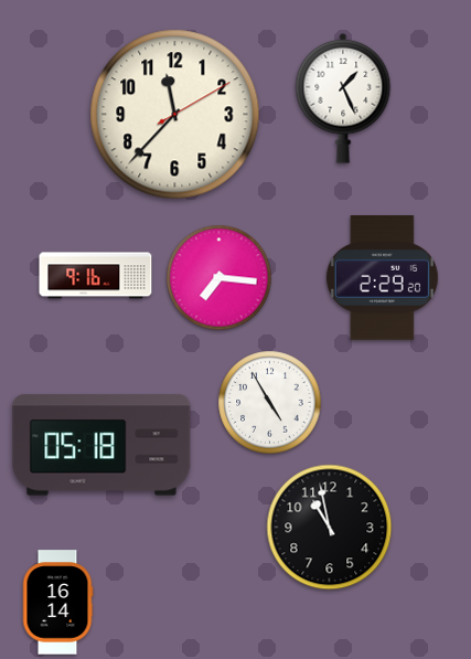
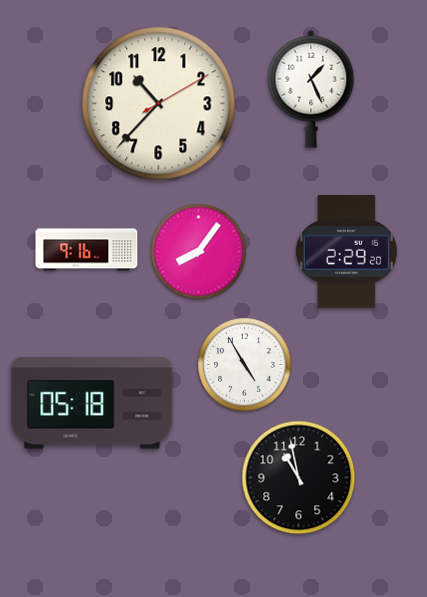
clock at (175, 115): 11:37 -> 10:37
clock at (220, 278): 7:16 -> 8:06
clock at (57, 603): 16:14 -> none
